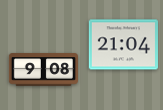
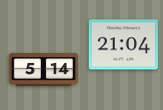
clock at (43, 70): 9:08 -> 5:14
